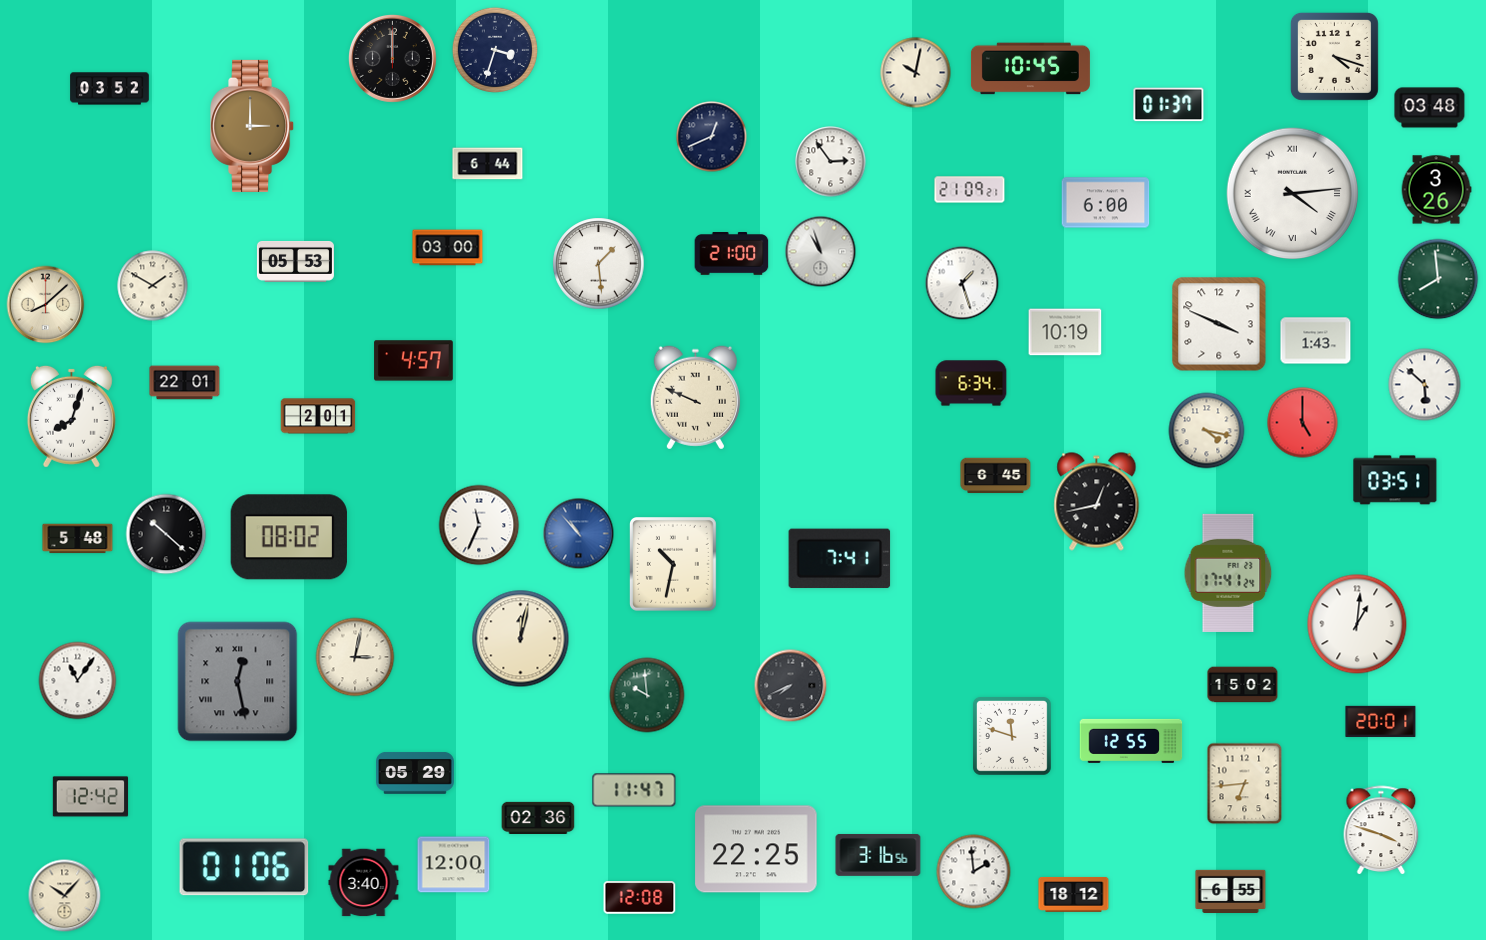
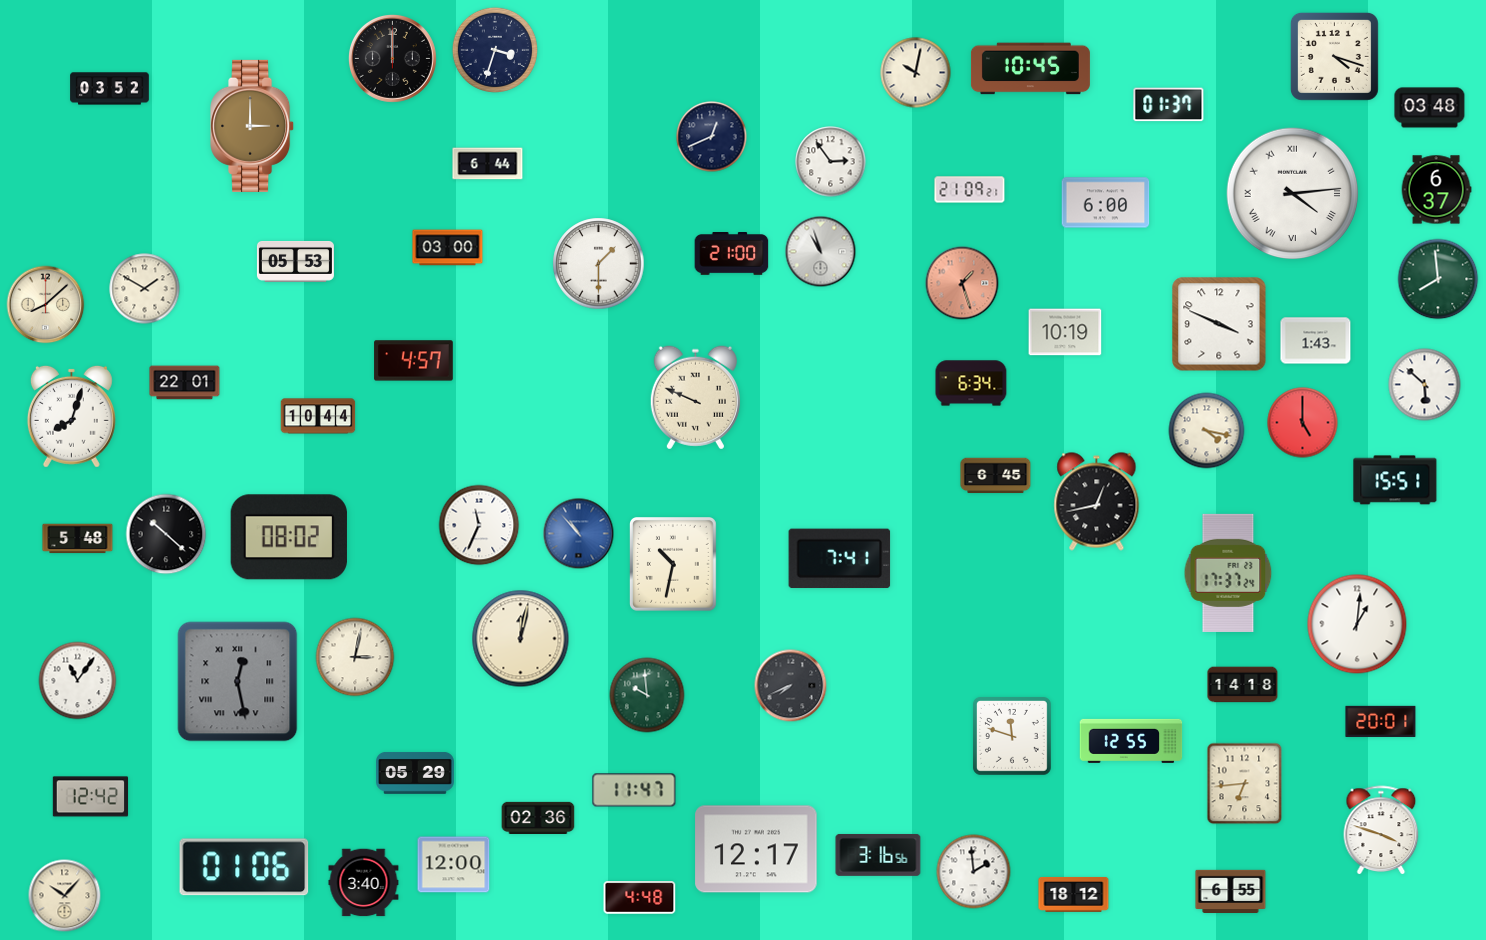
clock at (1436, 190): 3:26 -> 6:37
clock at (599, 264): 1:29 -> 1:30
clock at (962, 283) dial: white -> salmon
clock at (153, 286) position: (153, 286) -> (145, 289)
clock at (318, 416): 2:01 -> 10:44
clock at (1395, 480): 03:51 -> 15:51
clock at (1228, 573): 17:41 -> 17:37
clock at (1243, 685): 15:02 -> 14:18
clock at (756, 849): 22:25 -> 12:17
clock at (640, 898): 12:08 -> 4:48
